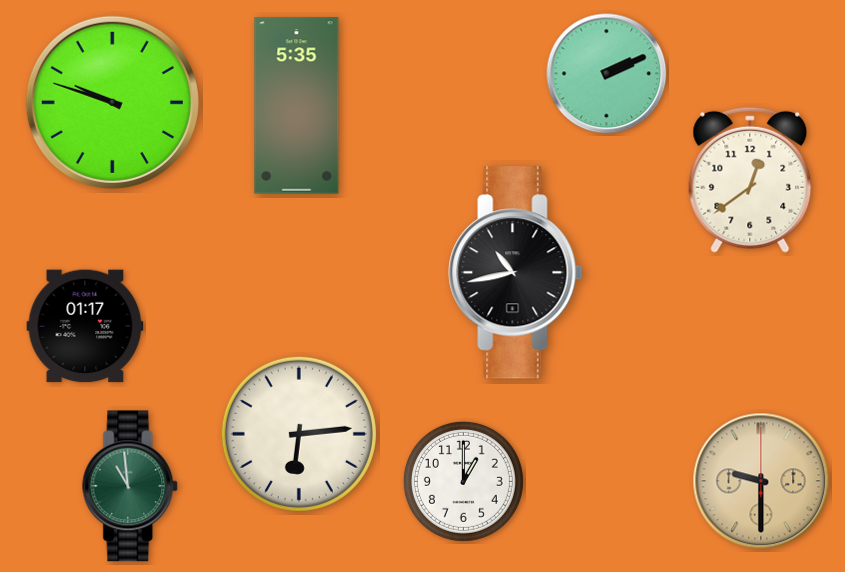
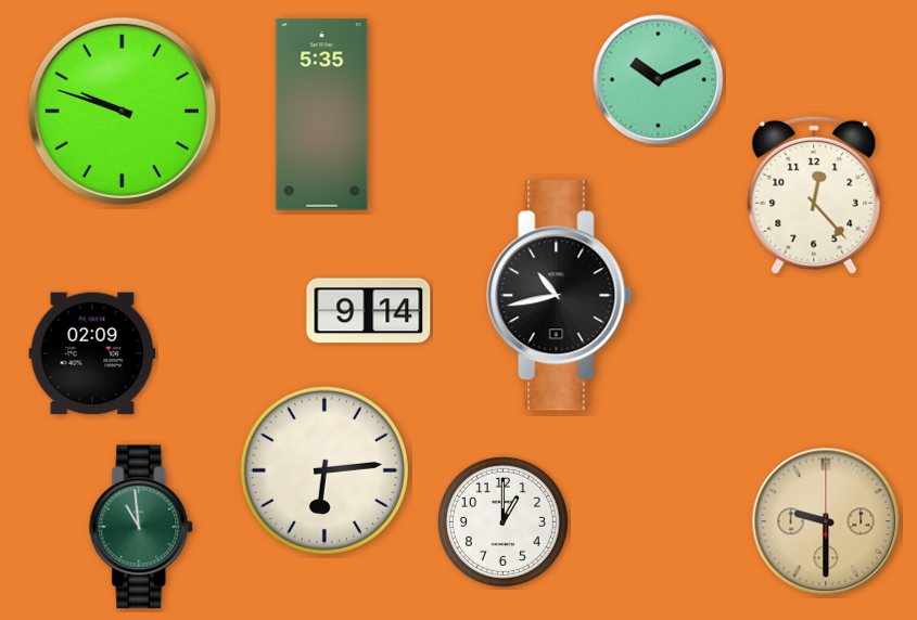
clock at (607, 74): 2:11 -> 10:11
clock at (750, 180): 12:39 -> 12:23
clock at (369, 311): none -> 9:14
clock at (85, 326): 01:17 -> 02:09
